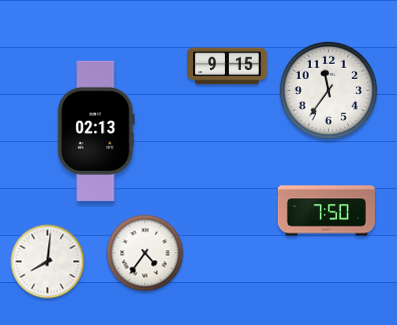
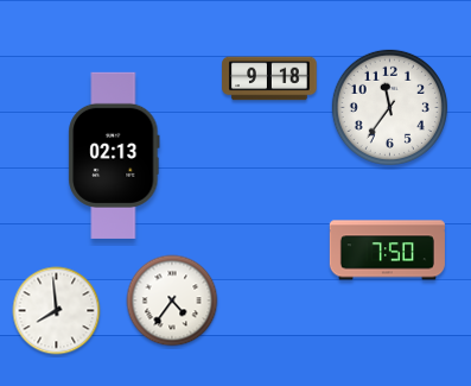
clock at (227, 66): 9:15 -> 9:18
clock at (48, 262): 8:01 -> 7:59
